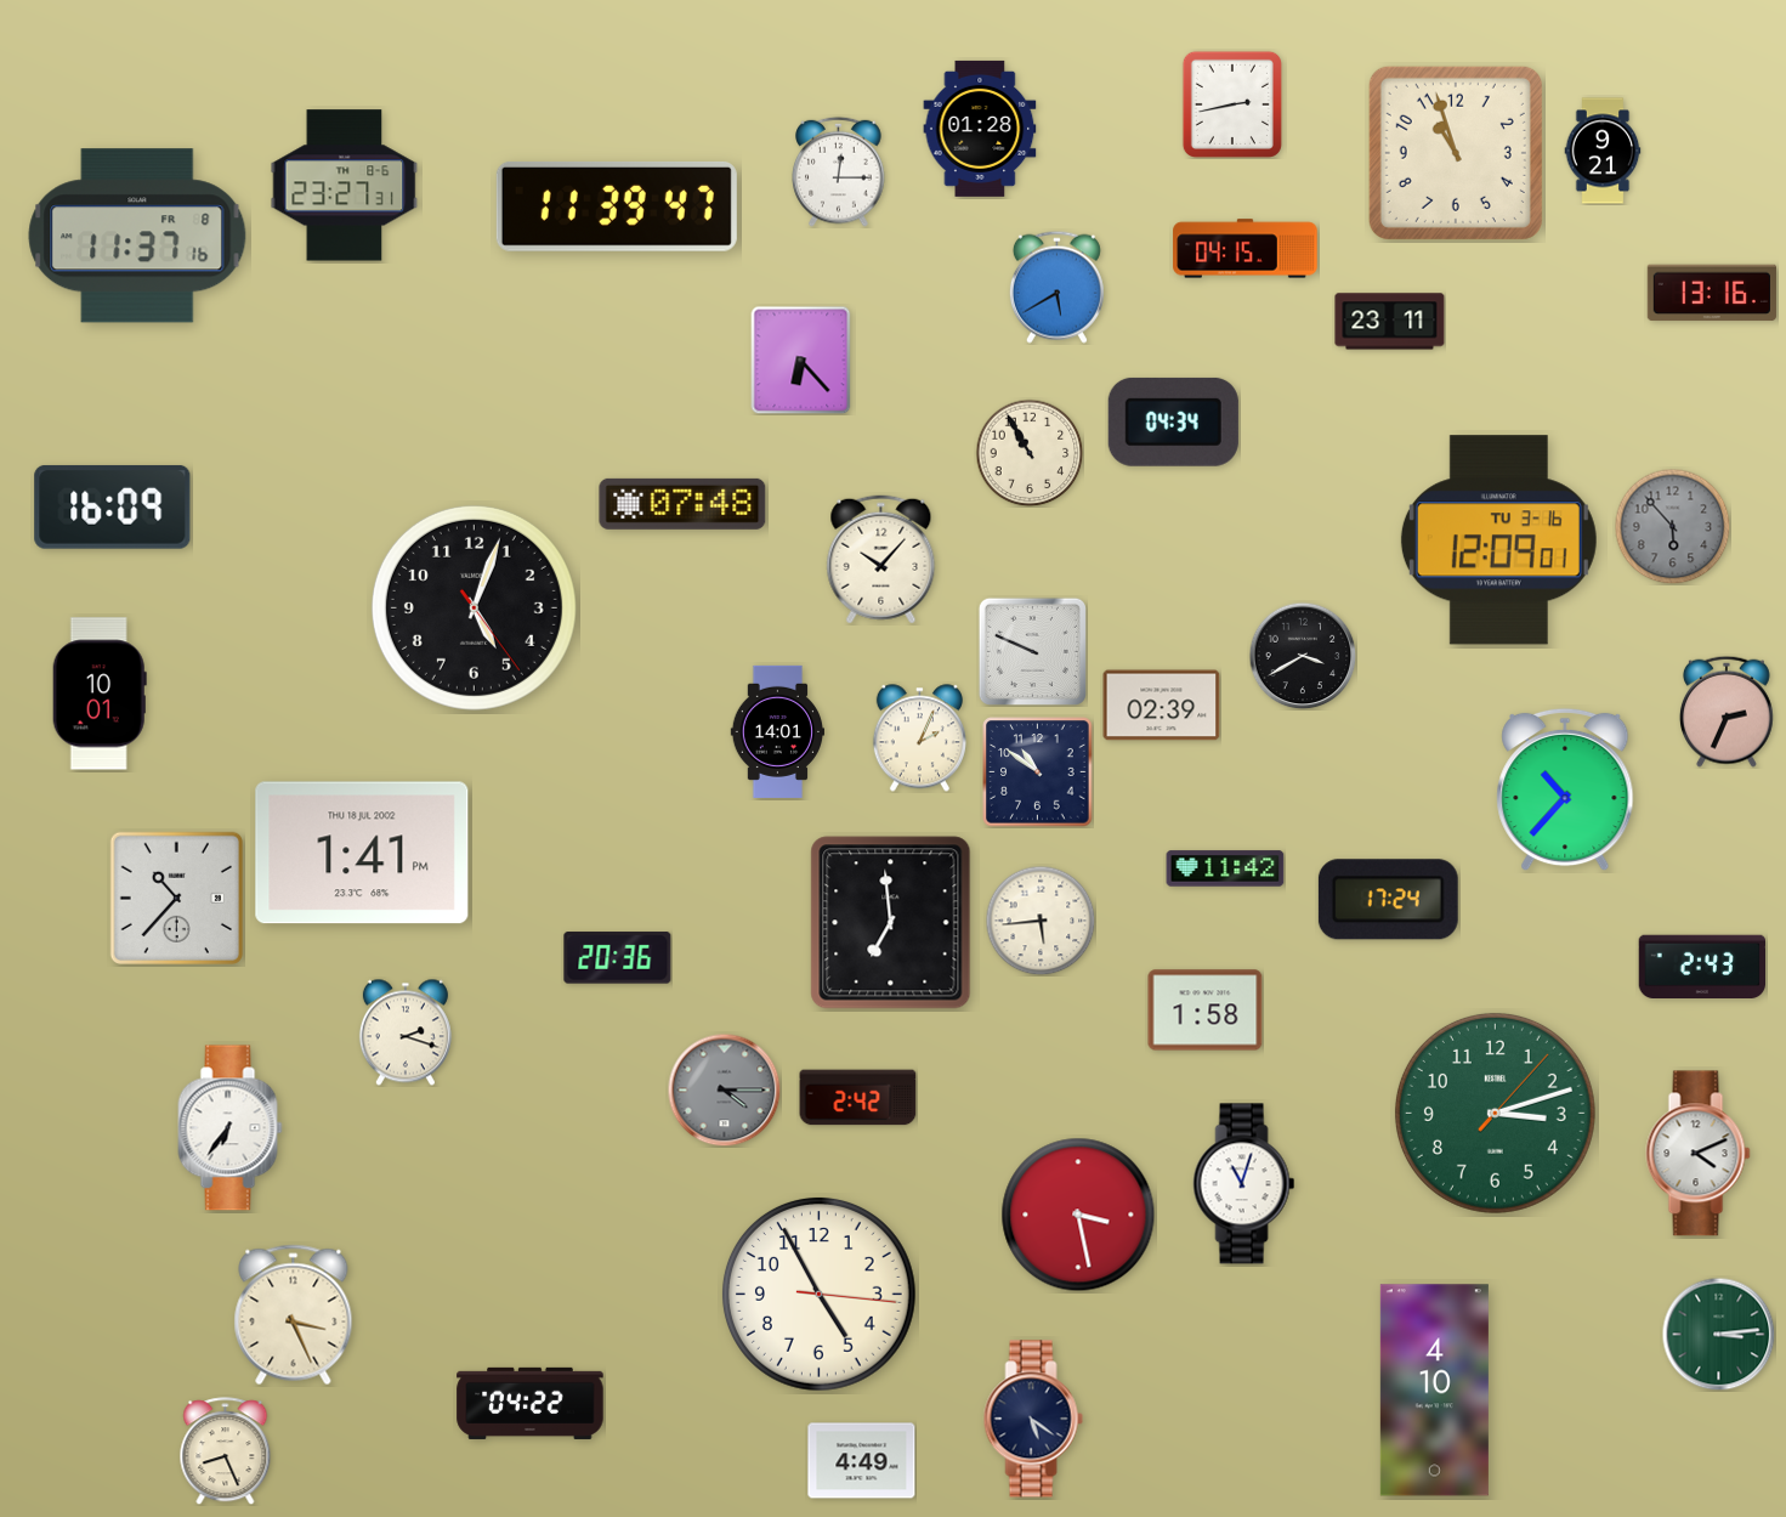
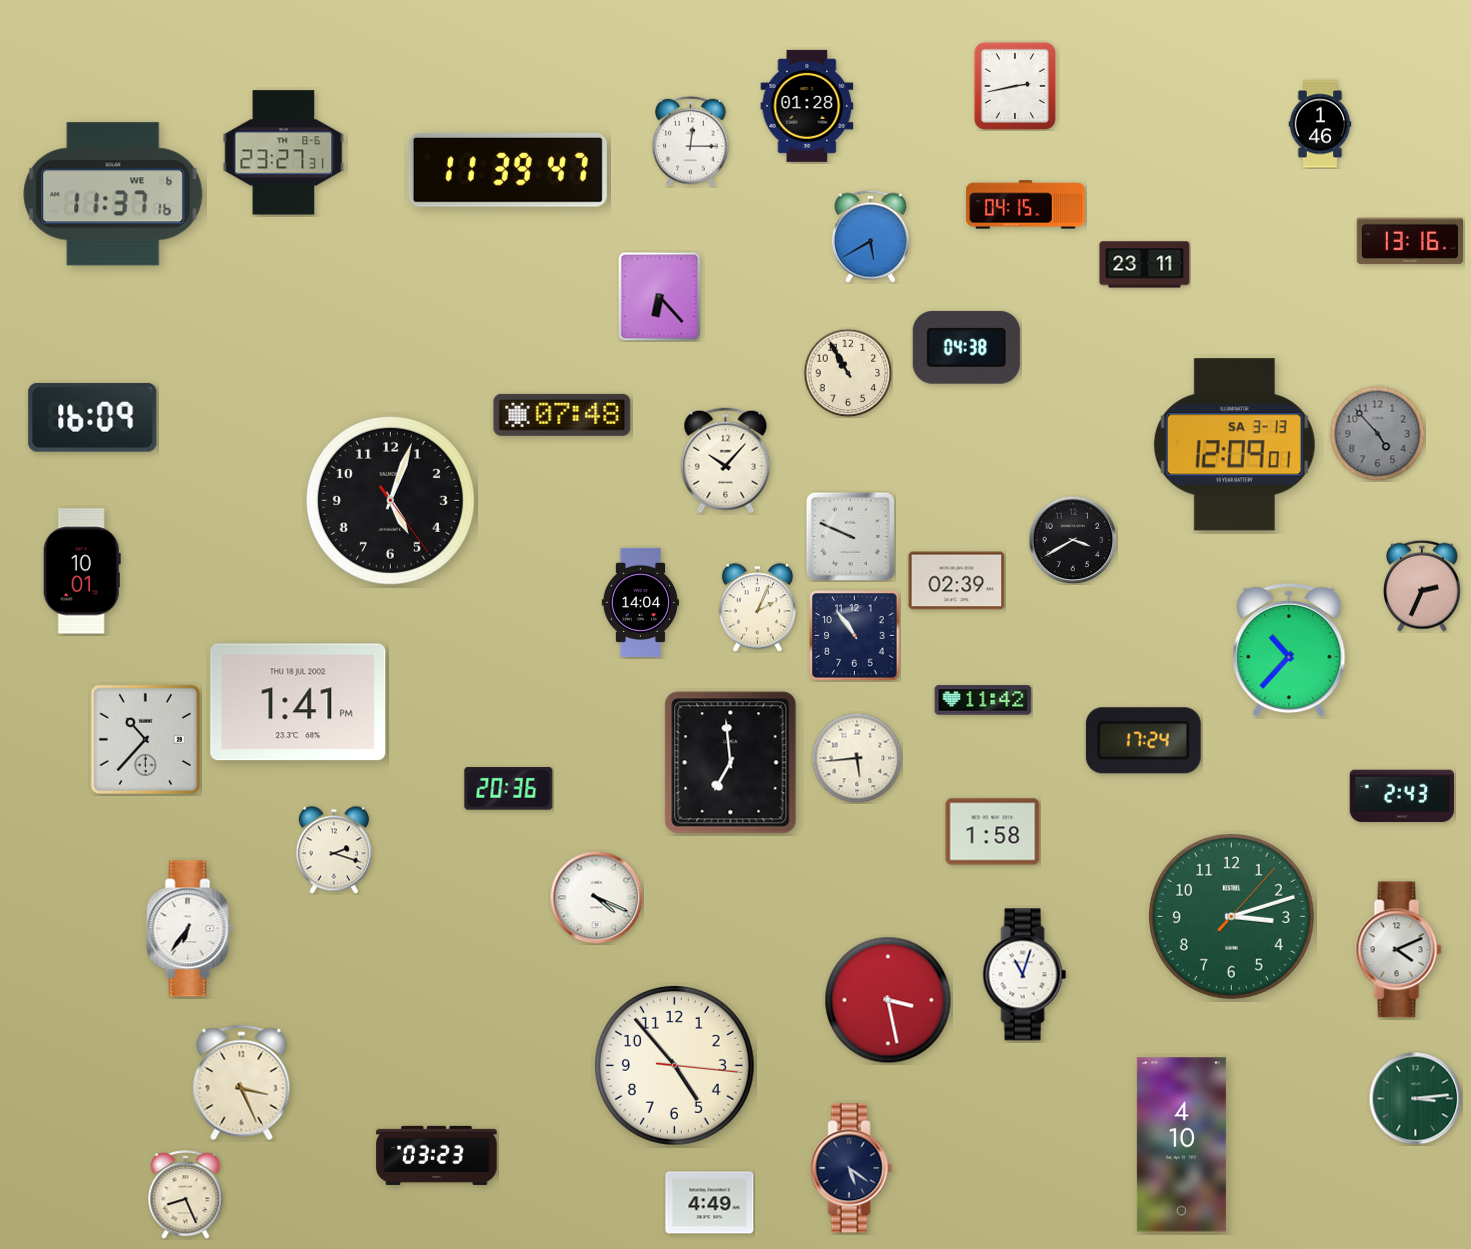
clock at (1603, 151): 9:21 -> 1:46
clock at (1456, 153): 10:57 -> none
clock at (137, 236) date: FR 8 -> WE 6
clock at (1173, 421): 04:34 -> 04:38
clock at (1672, 526): 5:53 -> 4:53
clock at (1498, 540) date: TU 3-16 -> SA 3-13
clock at (777, 731): 14:01 -> 14:04
clock at (1038, 772): 10:51 -> 10:54
clock at (1225, 868) position: (1225, 868) -> (983, 700)
clock at (891, 923) position: (891, 923) -> (731, 763)
clock at (724, 1089): 4:15 -> 4:19
clock at (724, 1089) dial: grey -> white
clock at (858, 1098): 2:42 -> none
clock at (818, 1294): 4:55 -> 4:53
clock at (531, 1403): 04:22 -> 03:23
